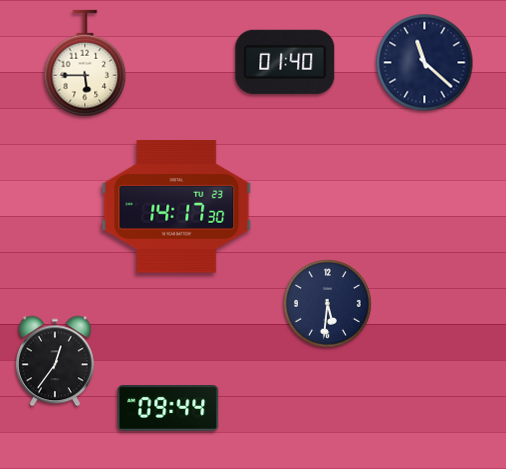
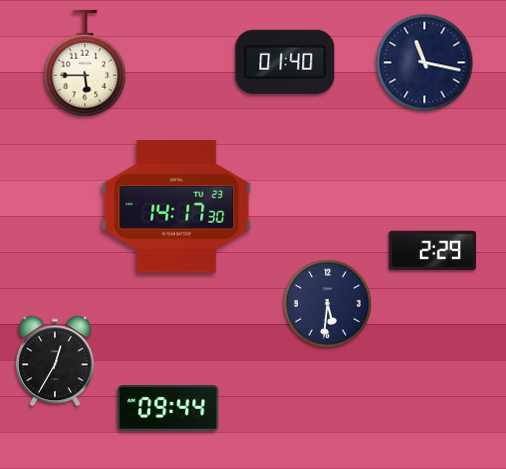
clock at (425, 63): 11:22 -> 11:17
clock at (433, 251): none -> 2:29
clock at (55, 361): 12:36 -> 12:35
